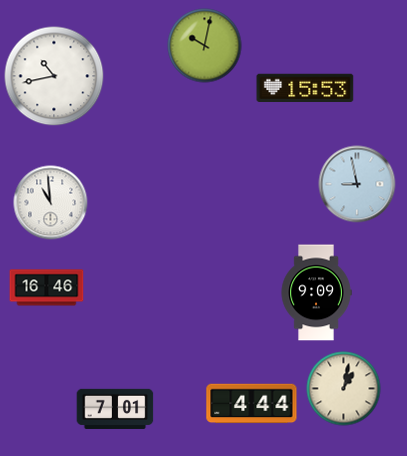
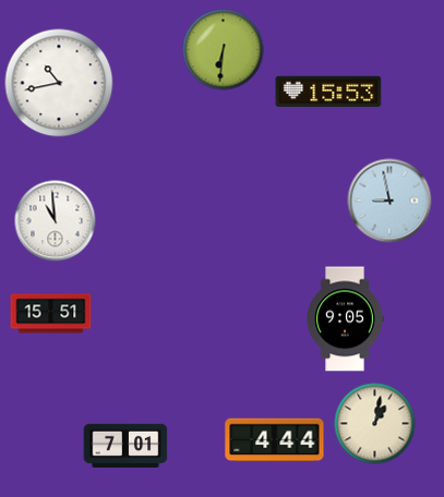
clock at (205, 46): 10:02 -> 6:31
clock at (305, 88) position: (305, 88) -> (328, 92)
clock at (47, 288): 16:46 -> 15:51
clock at (316, 293): 9:09 -> 9:05
